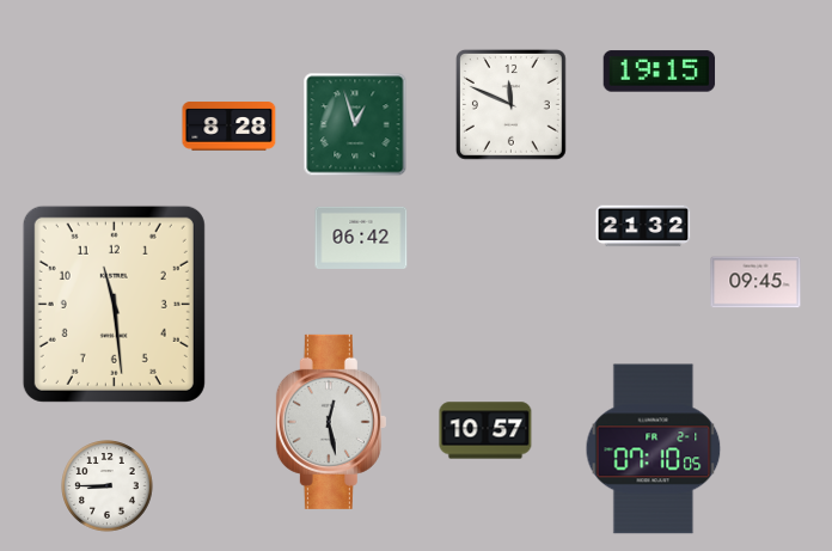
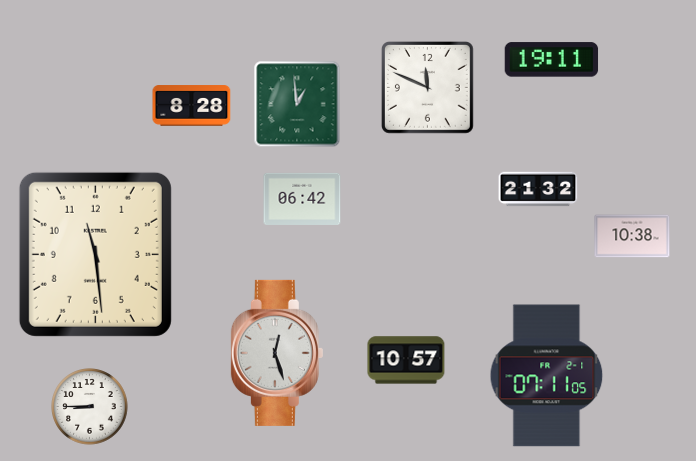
clock at (660, 72): 19:15 -> 19:11
clock at (355, 124): 12:57 -> 12:59
clock at (755, 282): 09:45 -> 10:38
clock at (331, 422): 12:28 -> 12:27
clock at (654, 449): 07:10 -> 07:11
